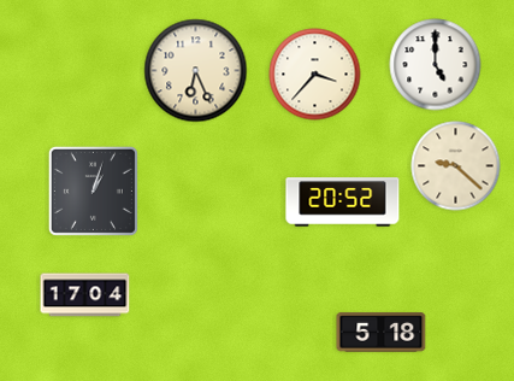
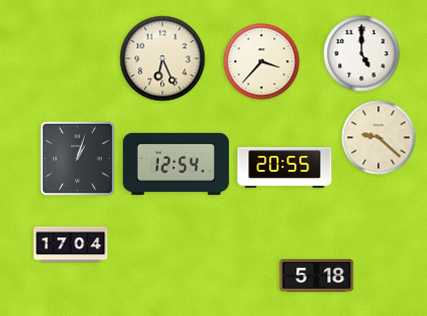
clock at (176, 164): none -> 12:54
clock at (343, 203): 20:52 -> 20:55
